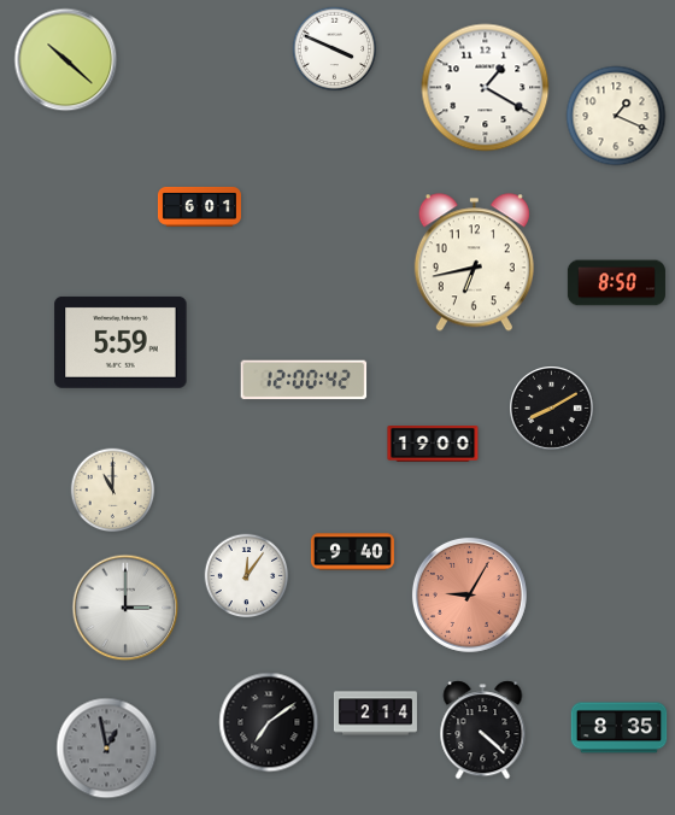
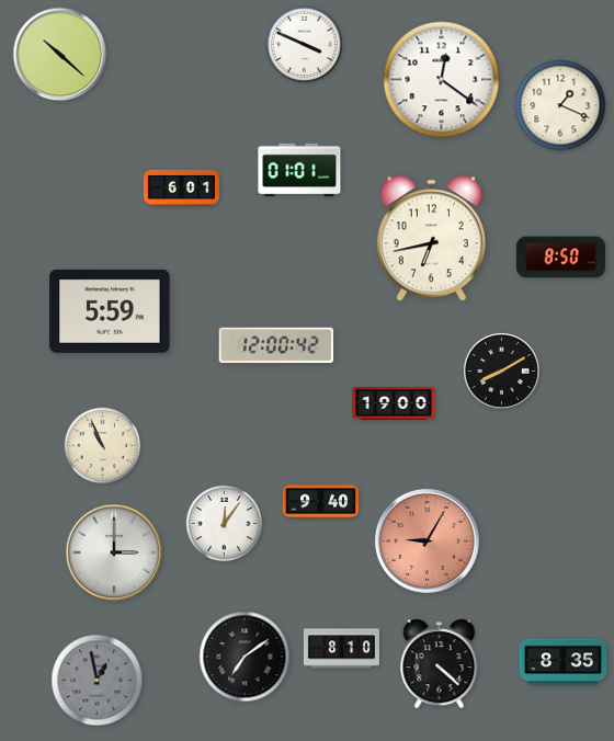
clock at (486, 88): 1:20 -> 12:21
clock at (299, 170): none -> 01:01
clock at (113, 491): 11:00 -> 10:56
clock at (375, 714): 2:14 -> 8:10
